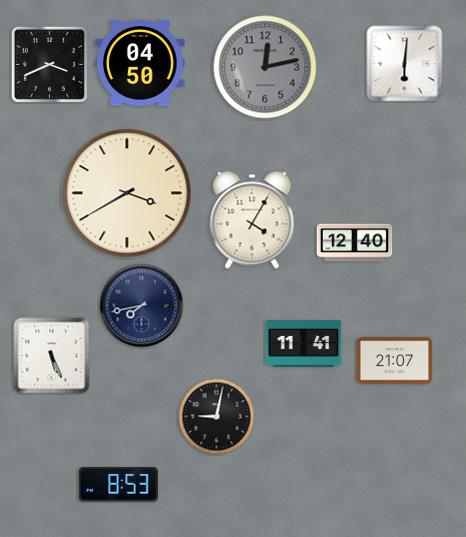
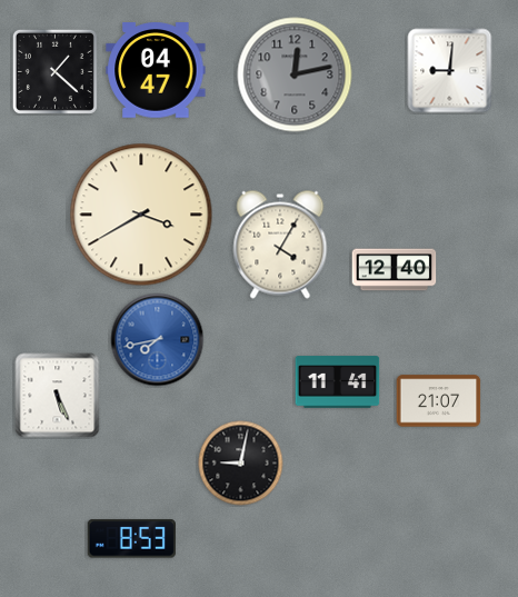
clock at (140, 63): 04:50 -> 04:47
clock at (49, 64): 3:41 -> 1:22
clock at (405, 64): 6:01 -> 9:01
clock at (142, 306) dial: navy -> blue
